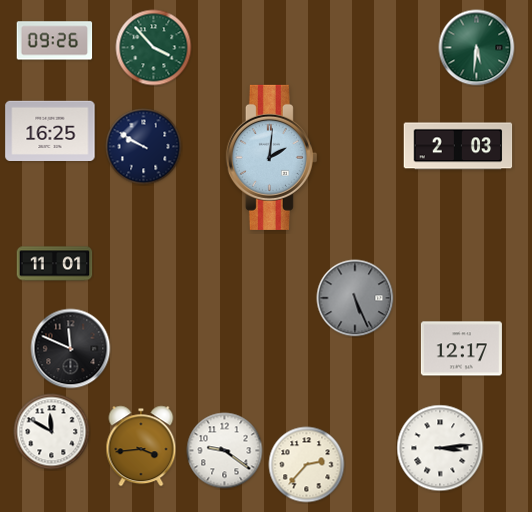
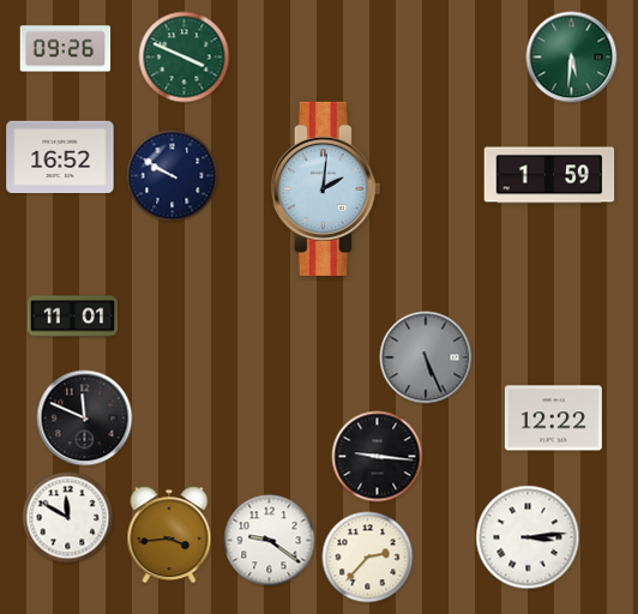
clock at (154, 48): 3:53 -> 3:49
clock at (50, 130): 16:25 -> 16:52
clock at (458, 146): 2:03 -> 1:59
clock at (55, 264) position: (55, 264) -> (73, 317)
clock at (461, 349): 12:17 -> 12:22
clock at (378, 457): none -> 9:16
clock at (52, 432) position: (52, 432) -> (68, 518)
